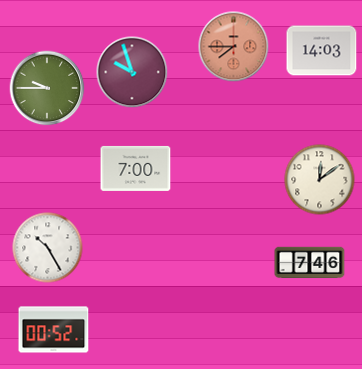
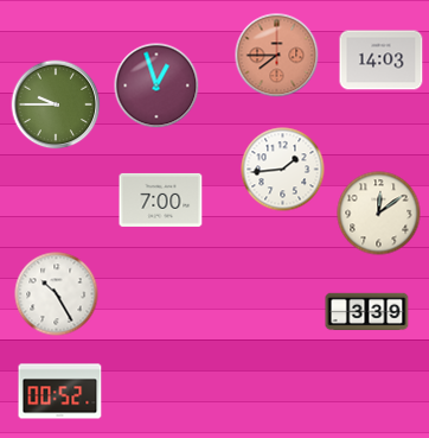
clock at (132, 72): 9:57 -> 12:57
clock at (283, 170): none -> 1:44
clock at (310, 263): 7:46 -> 3:39
clock at (54, 330) position: (54, 330) -> (60, 392)
